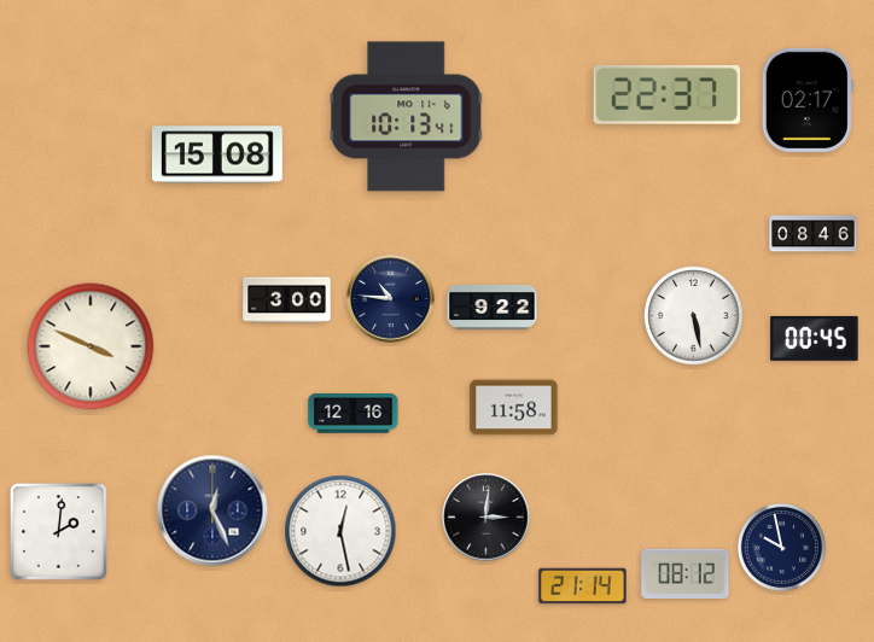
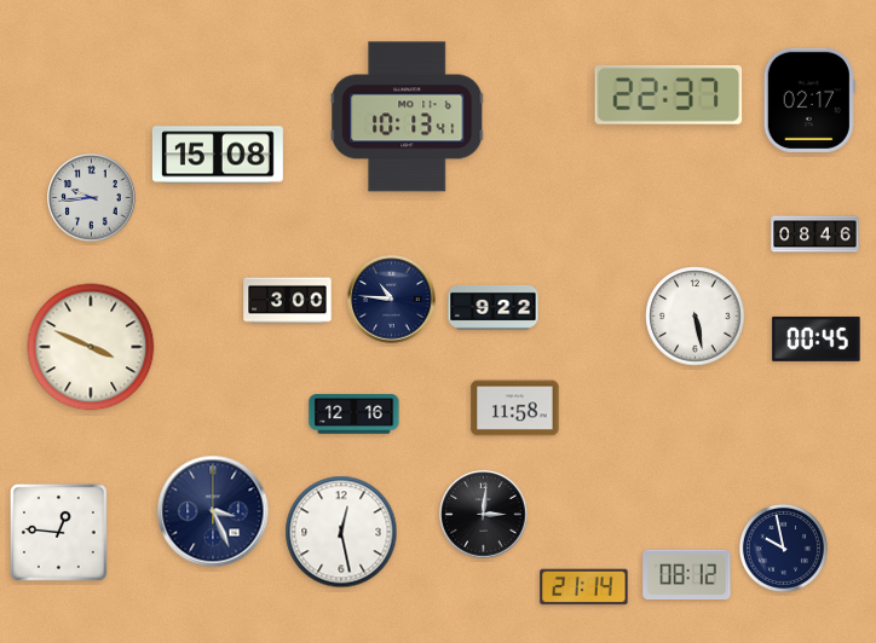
clock at (92, 198): none -> 9:44
clock at (212, 510): 12:26 -> 3:26
clock at (486, 518) position: (486, 518) -> (484, 515)
clock at (58, 531): 2:01 -> 12:46
